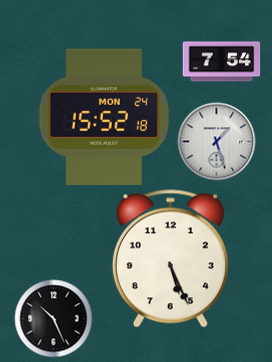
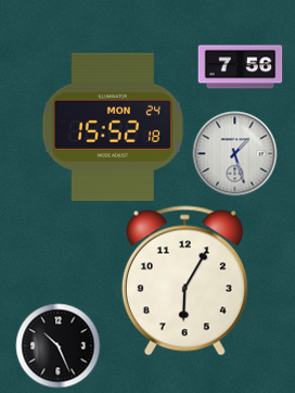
clock at (221, 62): 7:54 -> 7:56
clock at (170, 259): 5:26 -> 6:05
